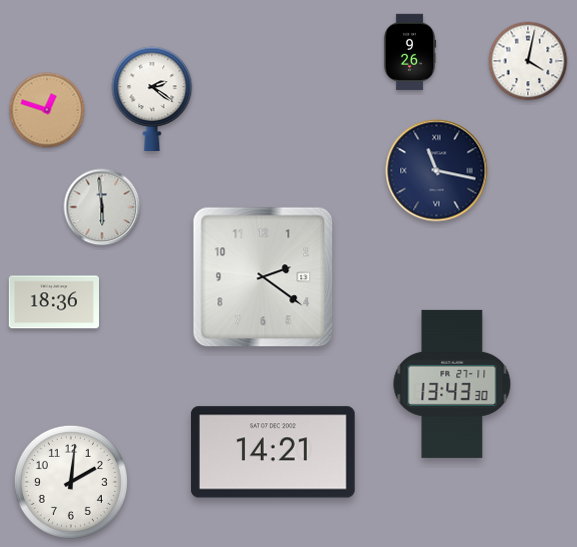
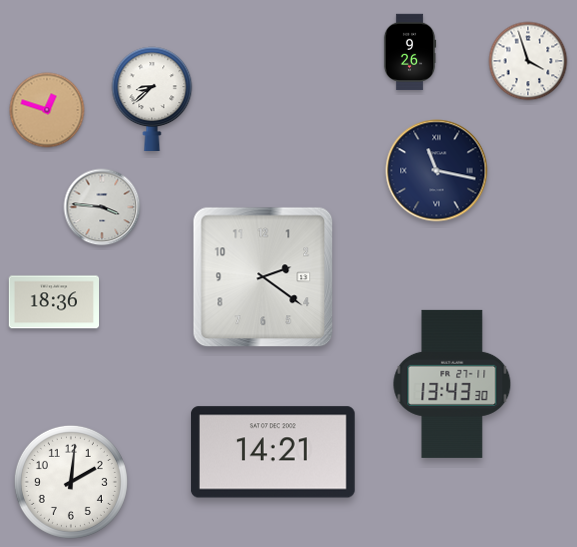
clock at (528, 61): 4:02 -> 3:57
clock at (152, 98): 2:21 -> 8:38
clock at (102, 207): 5:59 -> 3:46
